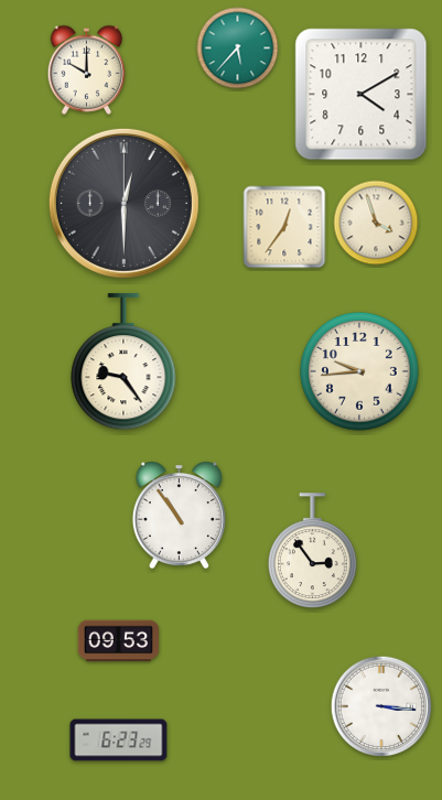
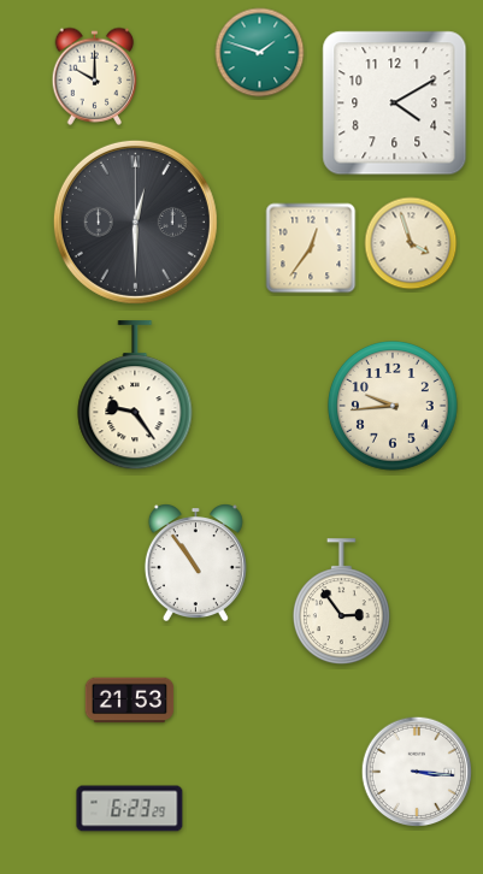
clock at (238, 48): 5:37 -> 1:48
clock at (119, 641): 09:53 -> 21:53
